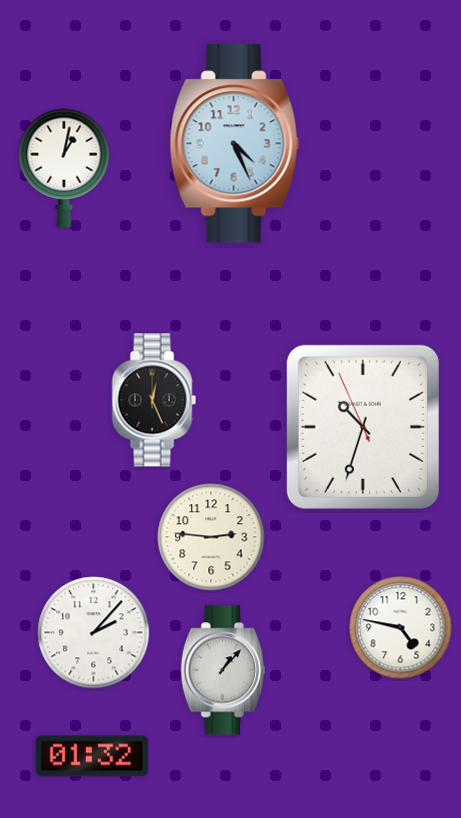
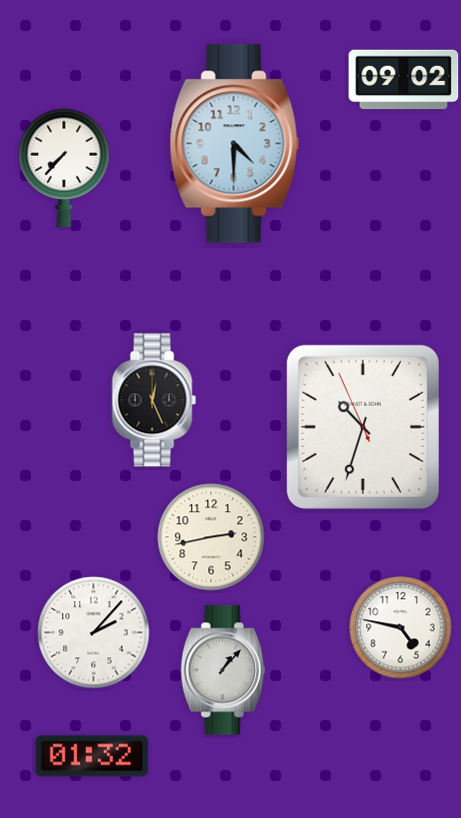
clock at (404, 80): none -> 09:02
clock at (234, 144): 4:26 -> 4:30
clock at (64, 168): 1:02 -> 7:37
clock at (211, 537): 2:46 -> 2:43
